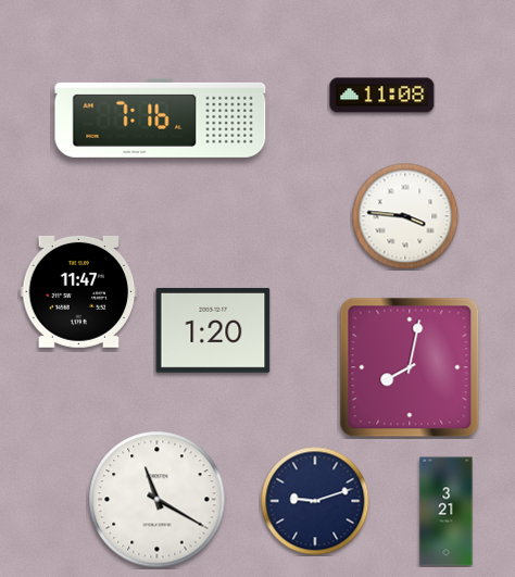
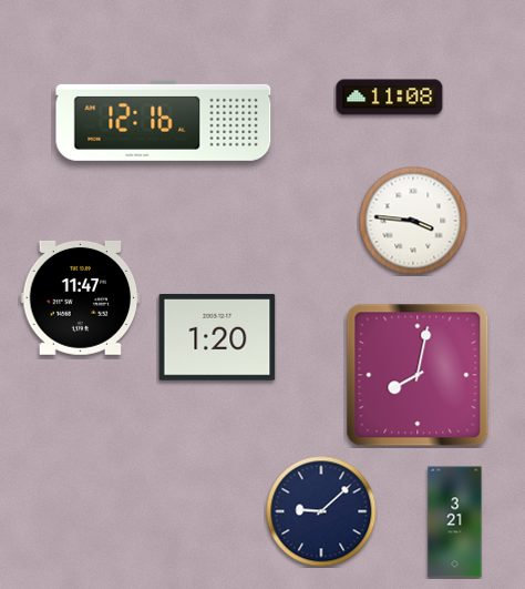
clock at (161, 117): 7:16 -> 12:16
clock at (158, 500): 11:20 -> none
clock at (315, 501): 9:12 -> 9:08
